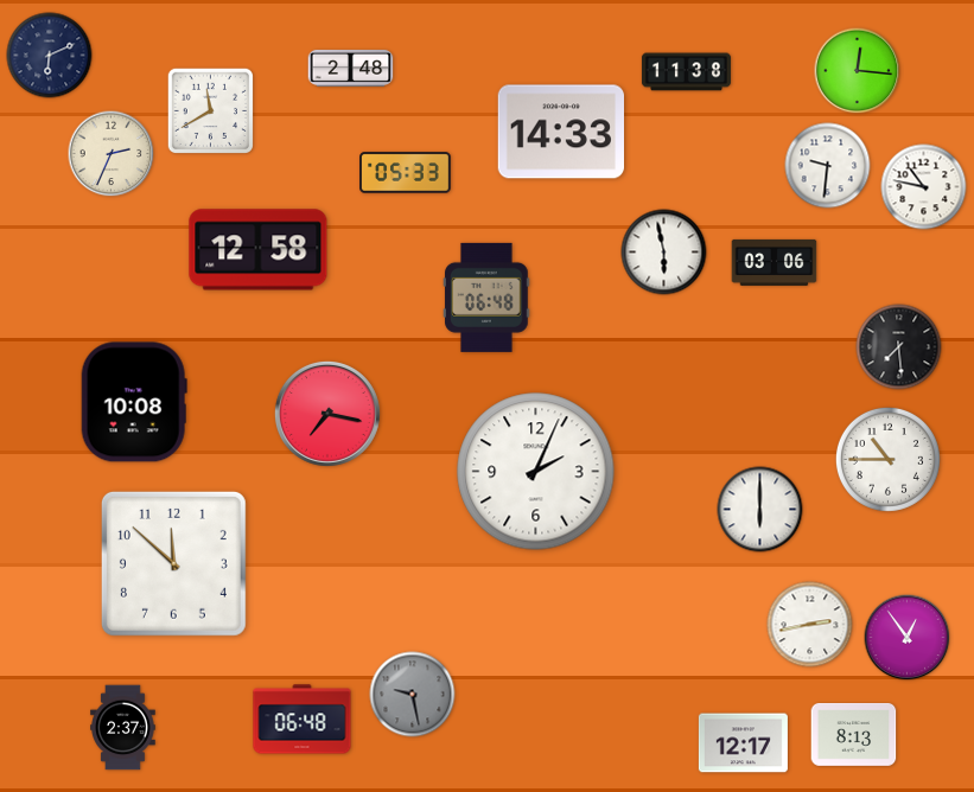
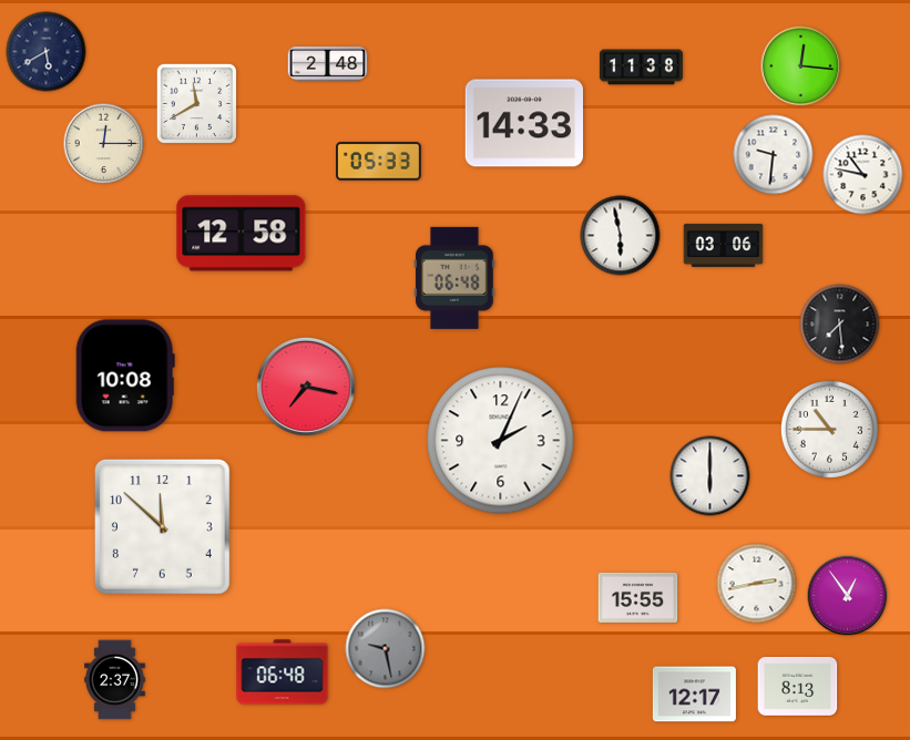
clock at (50, 56): 6:11 -> 5:40
clock at (112, 154): 2:34 -> 12:15
clock at (638, 597): none -> 15:55
